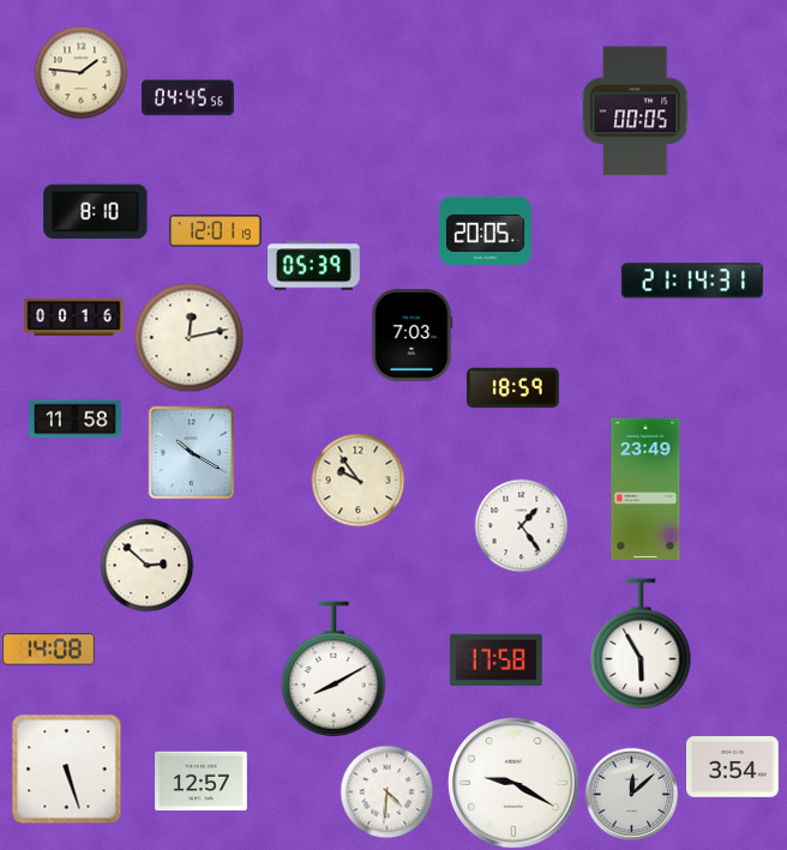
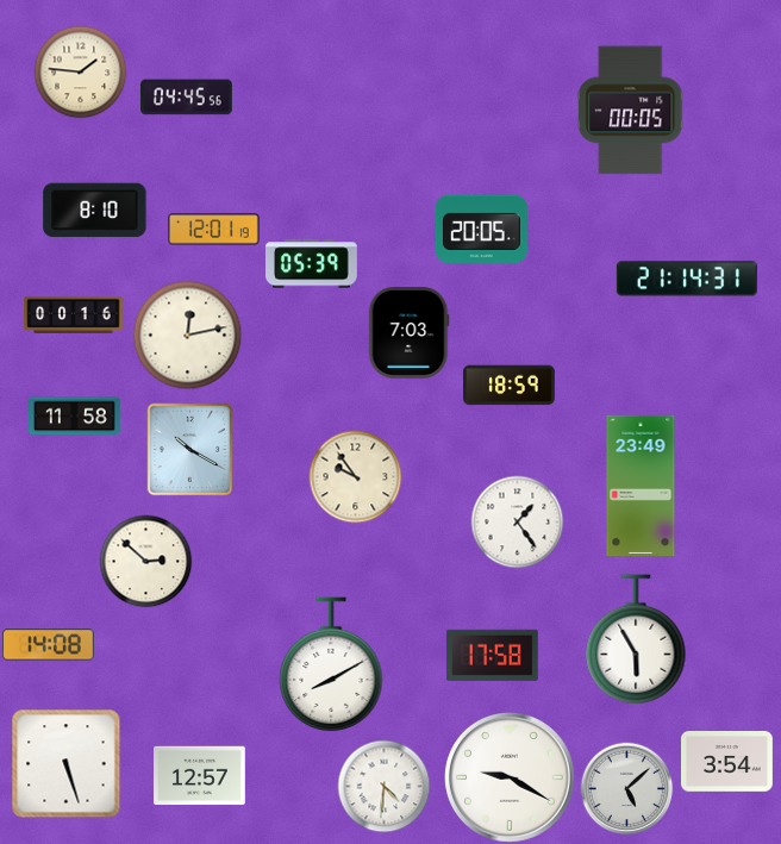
clock at (631, 794): 12:08 -> 5:08
